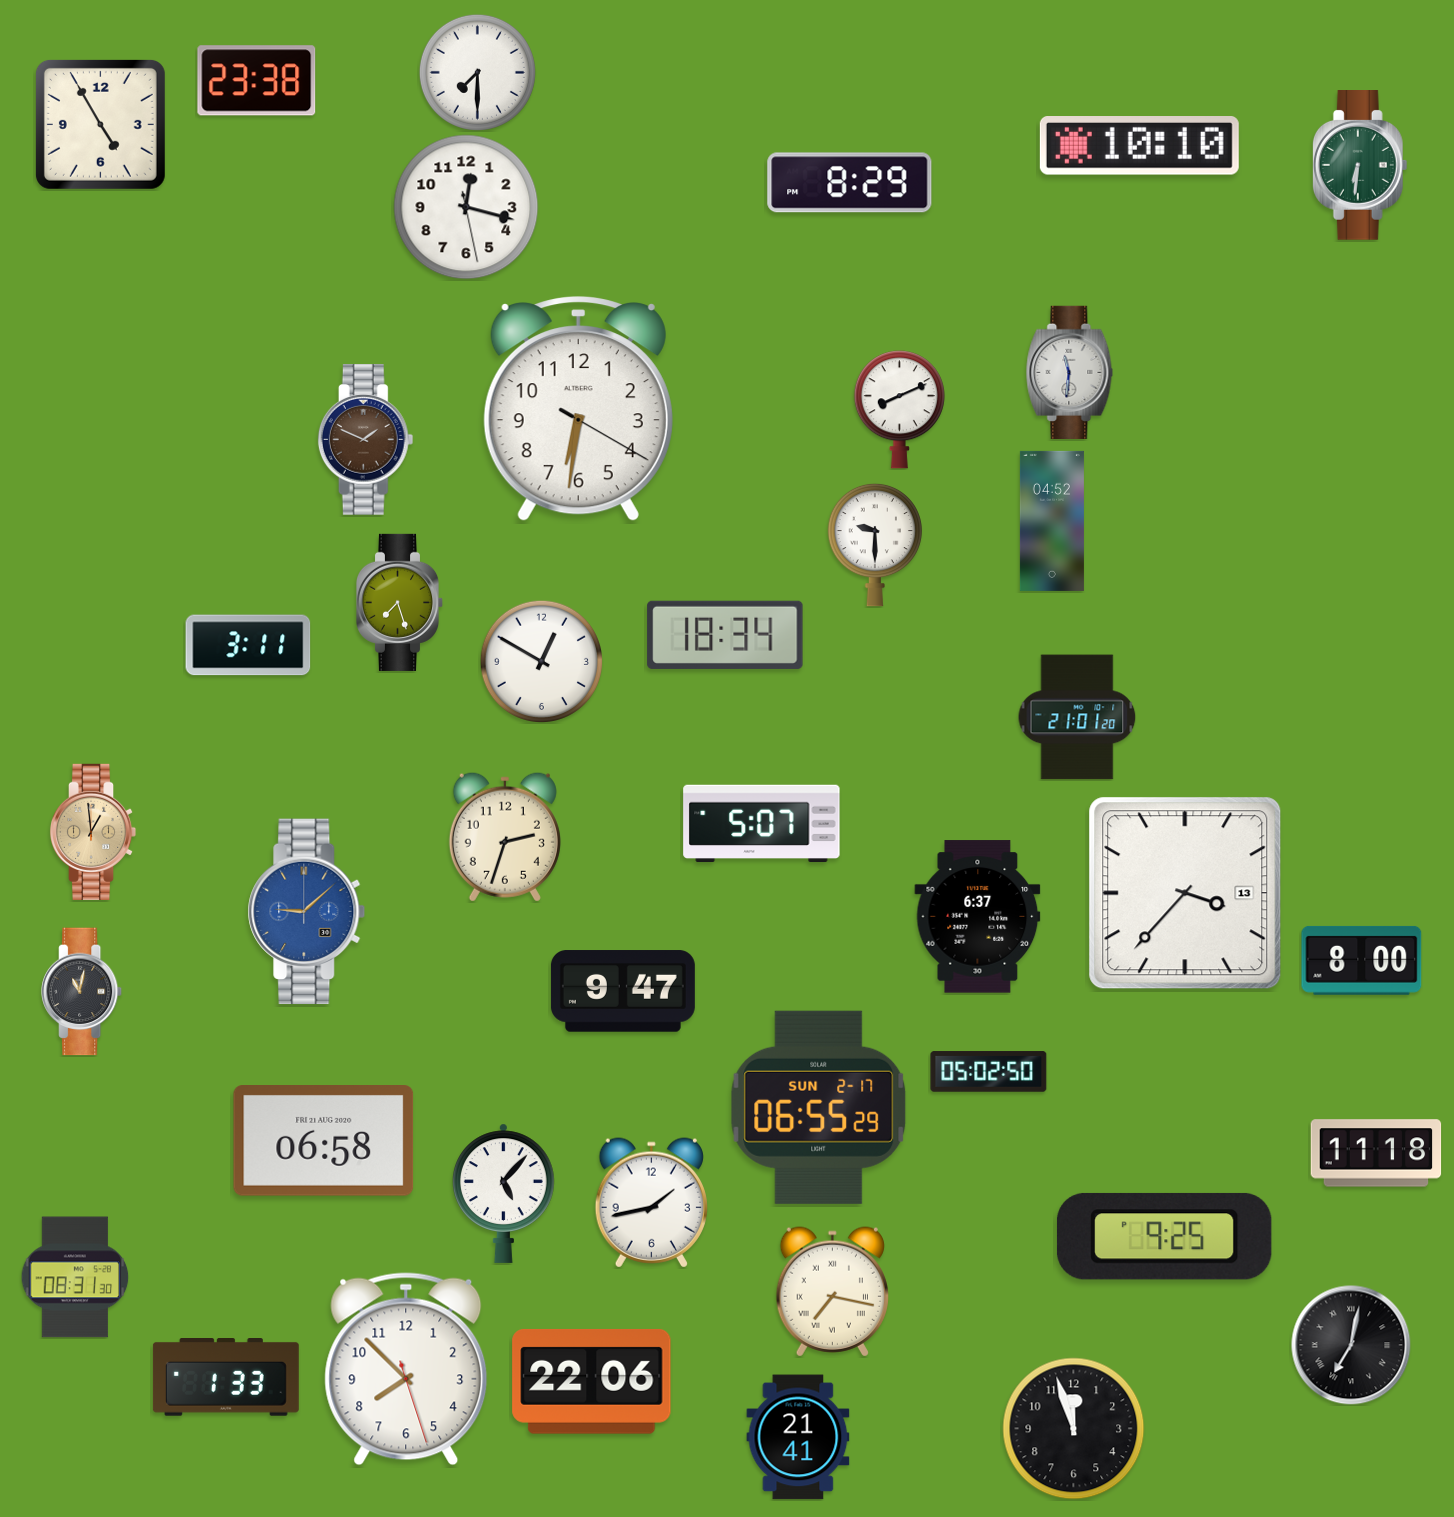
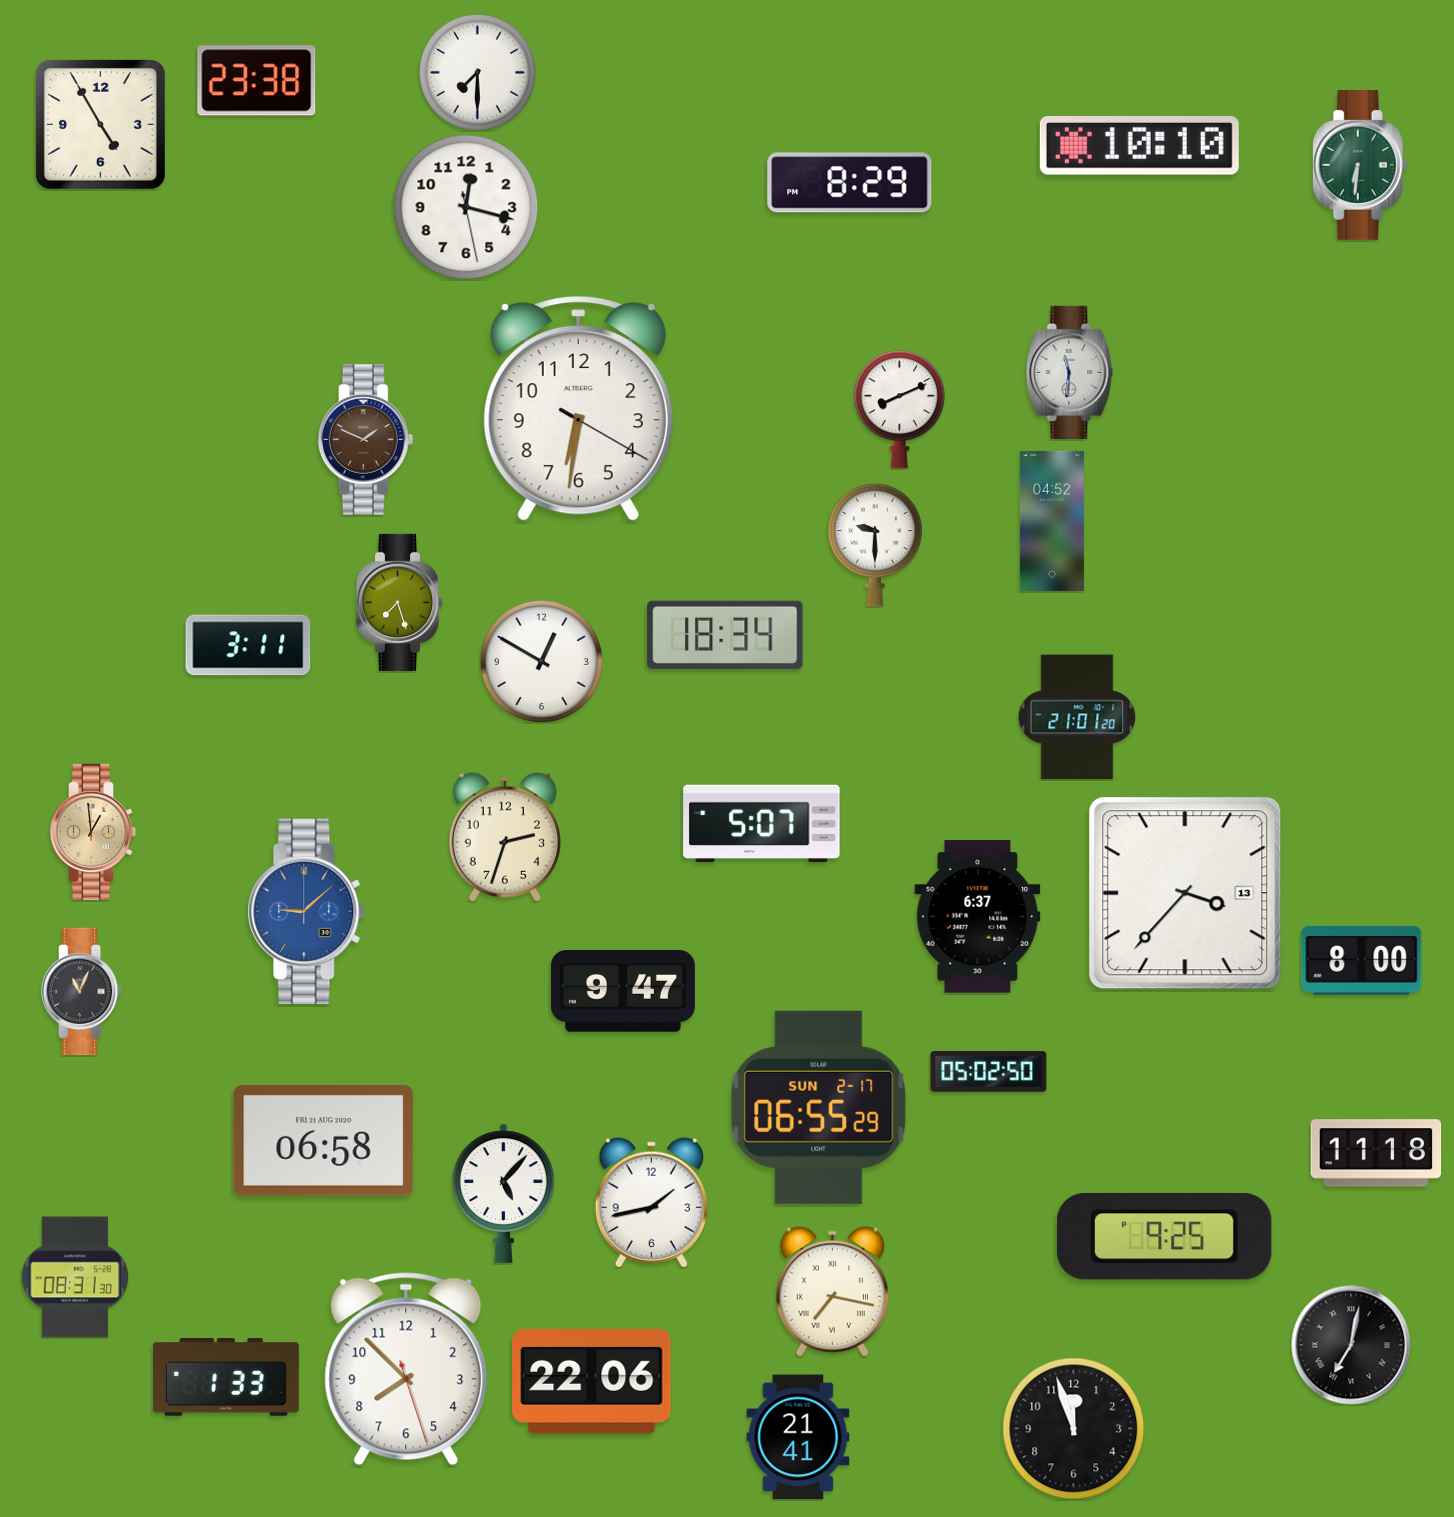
clock at (83, 992): 11:02 -> 11:04
